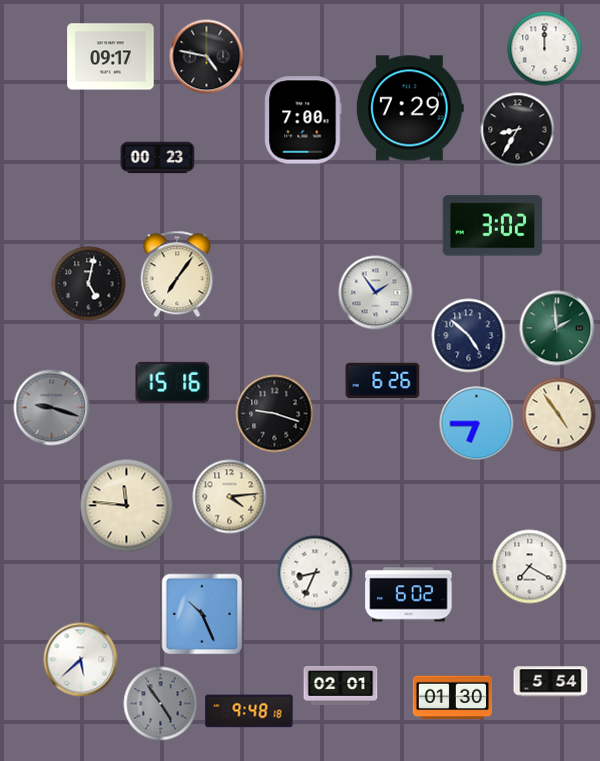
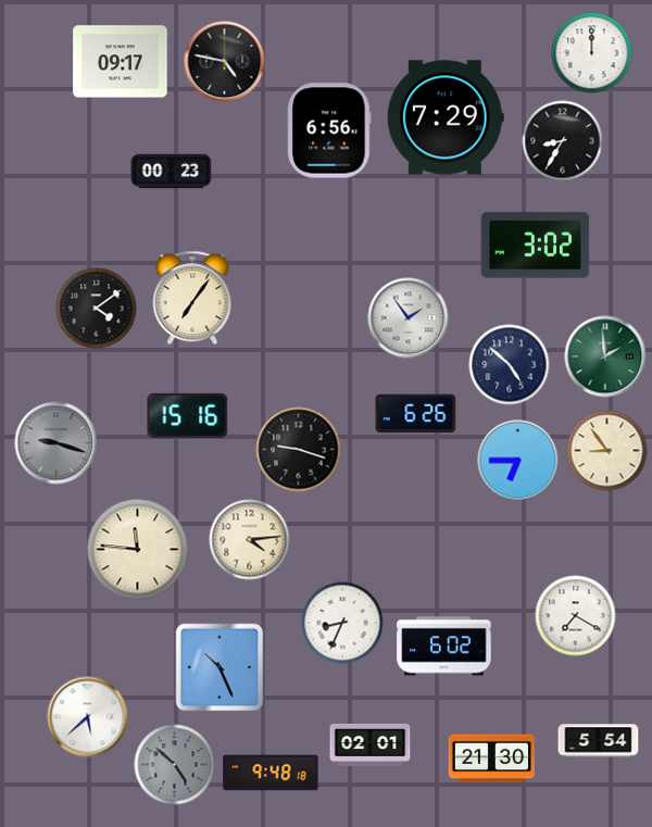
clock at (303, 120): 7:00 -> 6:56
clock at (89, 284): 5:02 -> 4:09
clock at (559, 415): 4:54 -> 8:54
clock at (452, 698): 01:30 -> 21:30
clock at (161, 704): 4:54 -> 4:52
